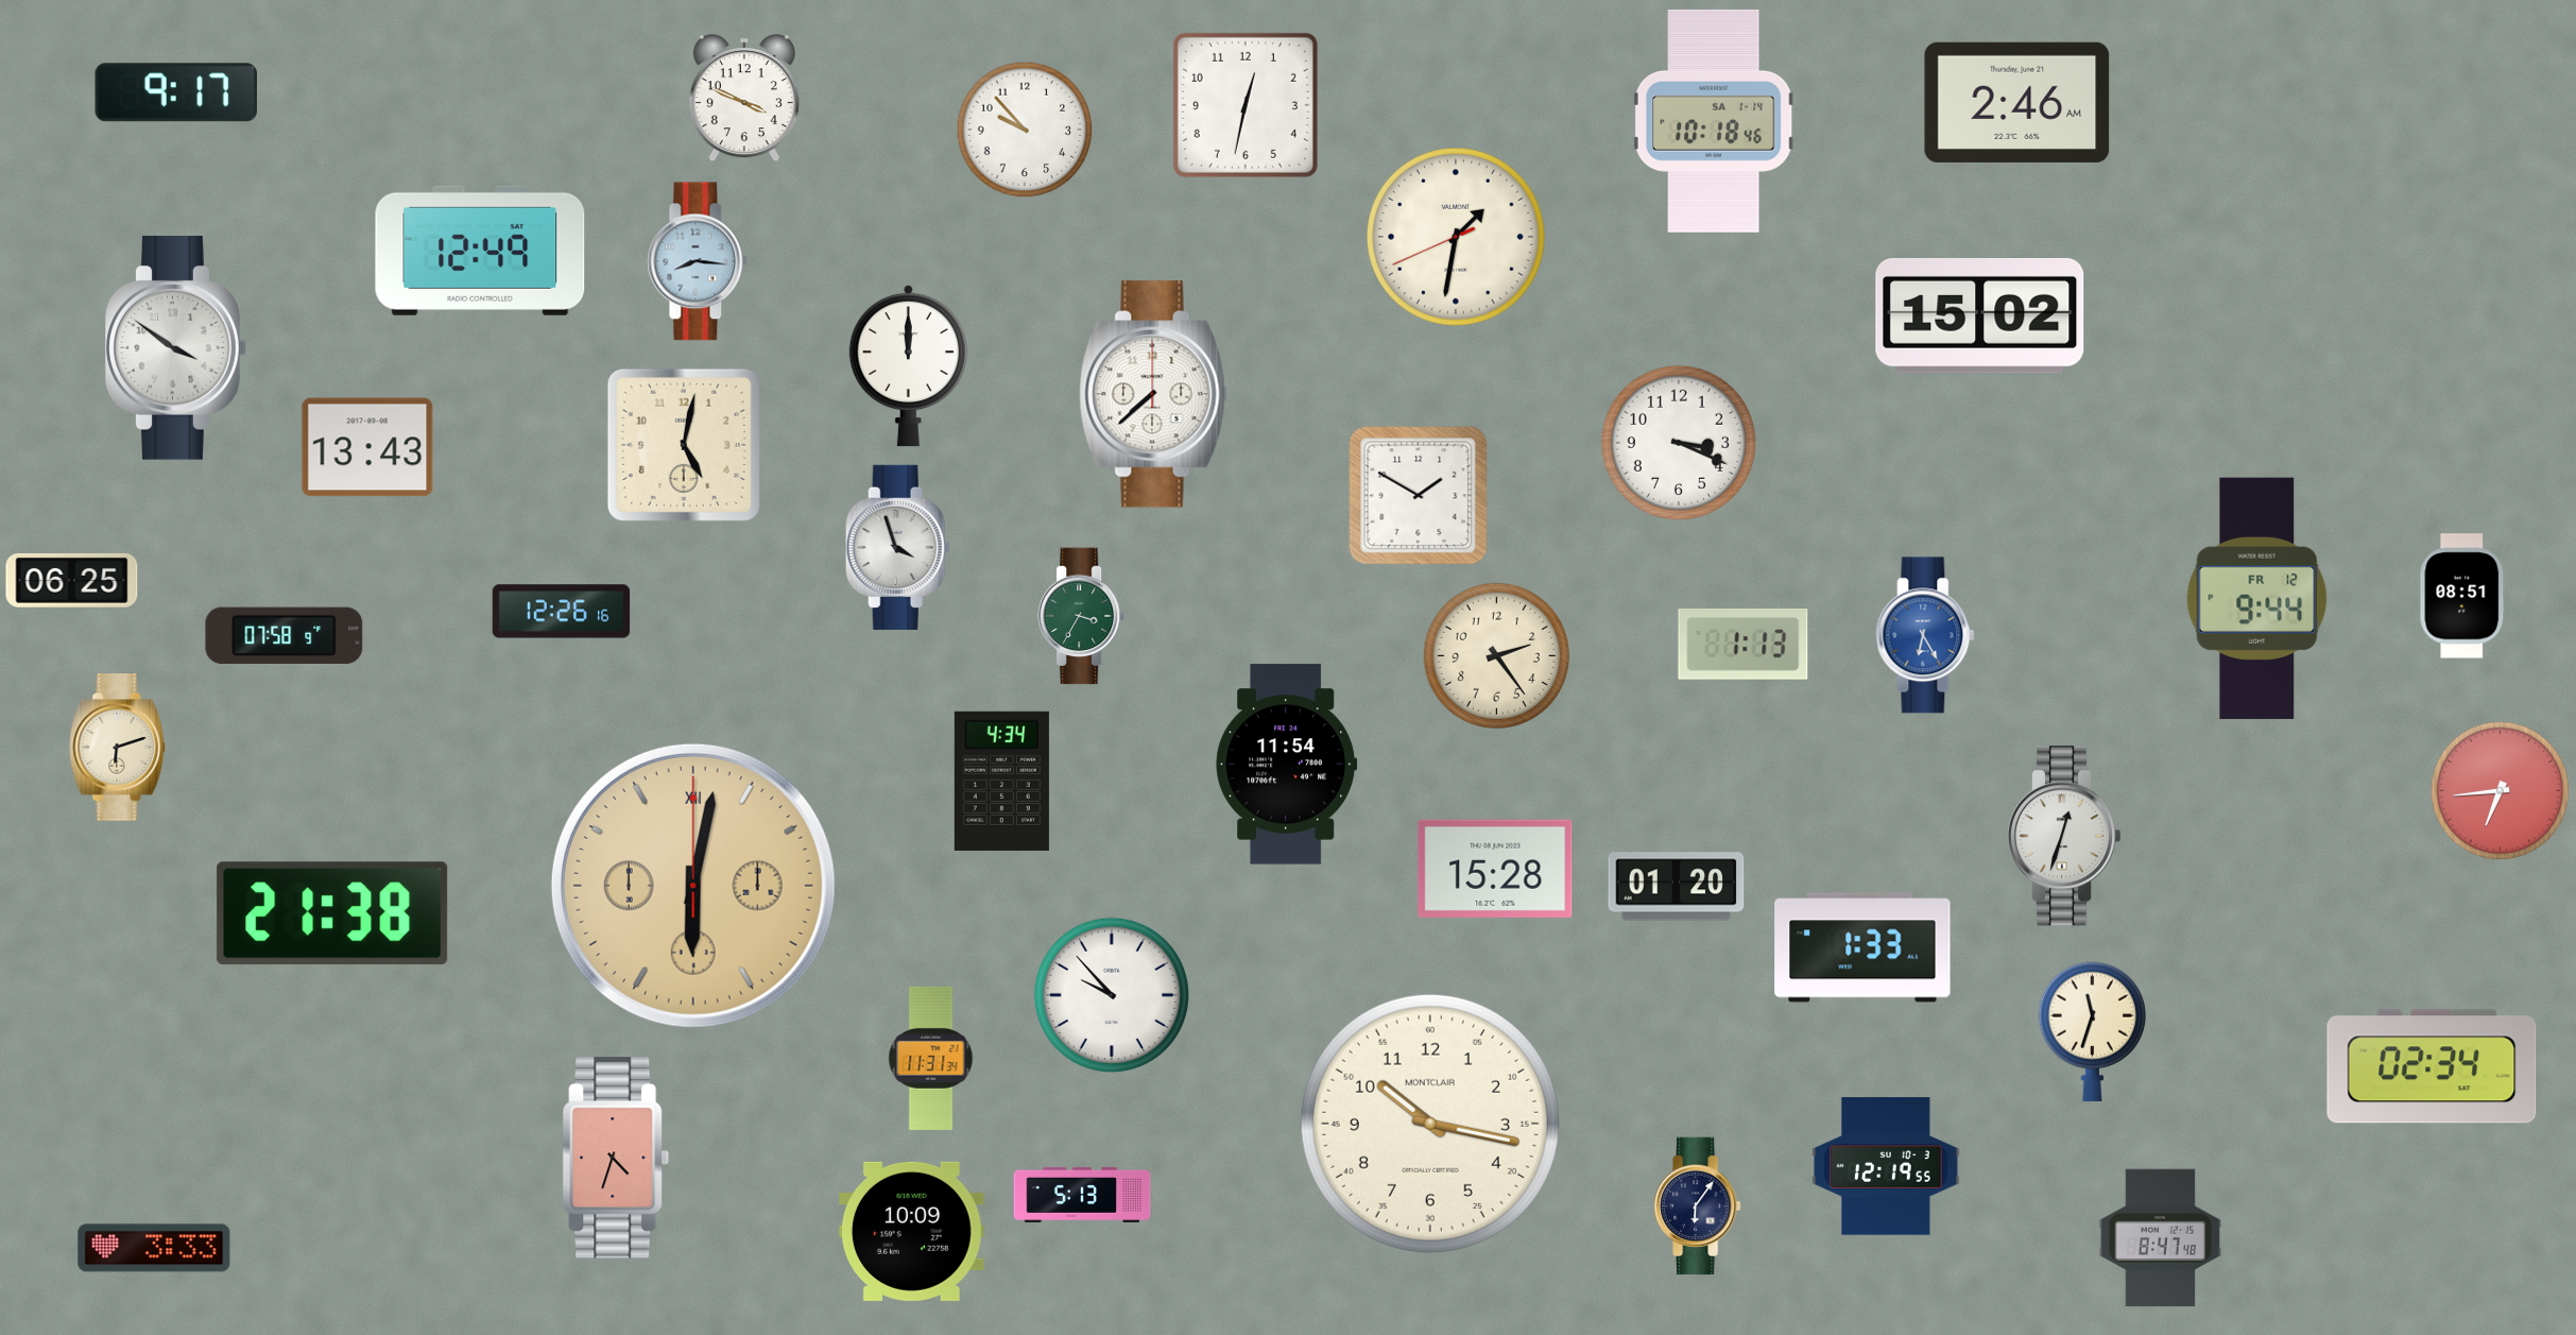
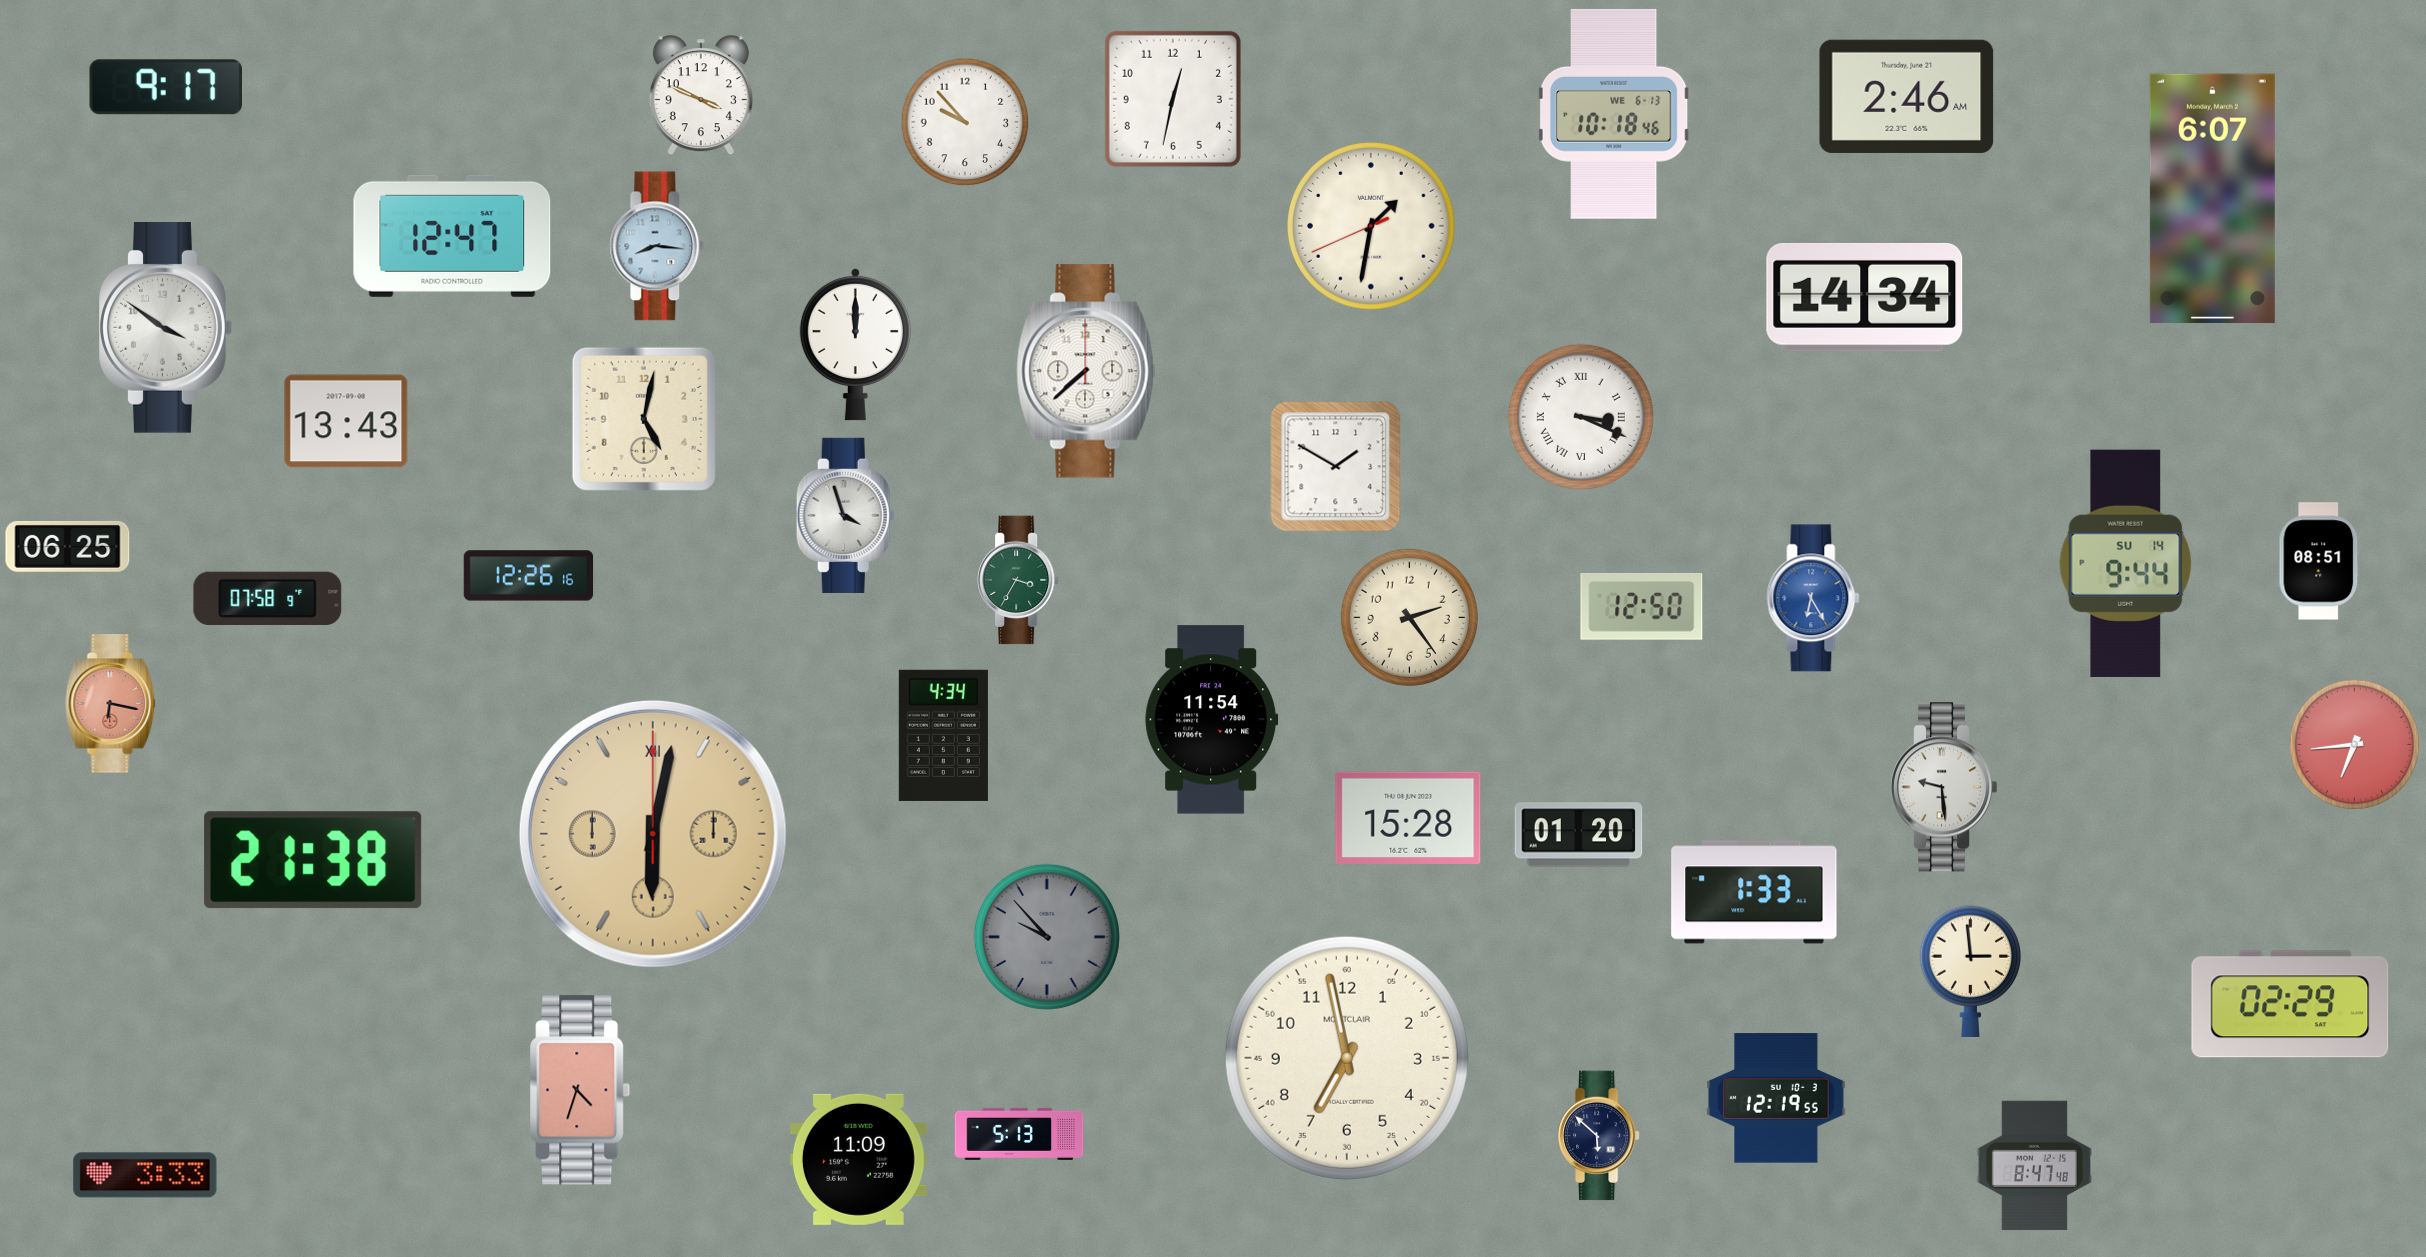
clock at (744, 99) position: (744, 99) -> (701, 96)
clock at (2017, 102) position: (2017, 102) -> (1907, 96)
clock at (1714, 121) date: SA 1-14 -> WE 6-13
clock at (2212, 199): none -> 6:07
clock at (1457, 238) position: (1457, 238) -> (1372, 227)
clock at (480, 251): 12:49 -> 12:47
clock at (1980, 315): 15:02 -> 14:34
clock at (1679, 443) numerals: Arabic -> Roman
clock at (2257, 598) date: FR 12 -> SU 14
clock at (1744, 644): 1:13 -> 12:50
clock at (118, 748): 6:12 -> 6:17
clock at (118, 748) dial: cream -> salmon
clock at (2065, 836): 12:33 -> 9:29
clock at (1112, 995) dial: white -> grey
clock at (2092, 1031): 11:33 -> 2:59
clock at (931, 1058): 11:31 -> none
clock at (2432, 1066): 02:34 -> 02:29
clock at (1430, 1124): 10:17 -> 6:58
clock at (1082, 1195) position: (1082, 1195) -> (1019, 1134)
clock at (1698, 1206): 6:06 -> 5:52
clock at (911, 1231): 10:09 -> 11:09
